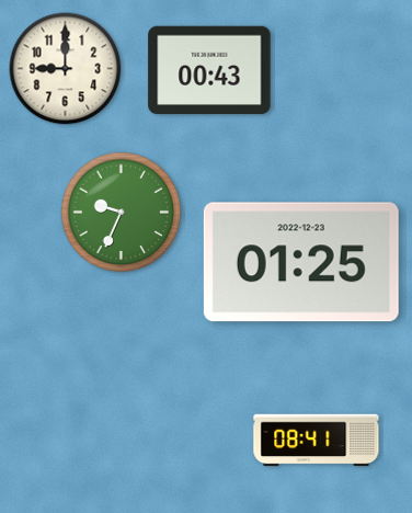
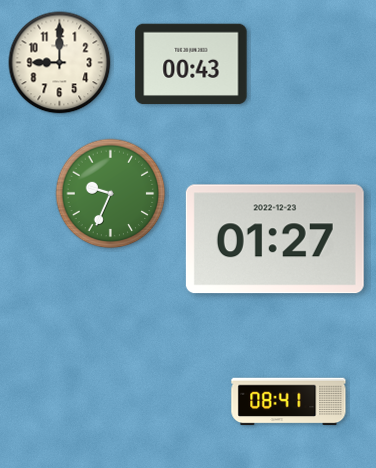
clock at (301, 262): 01:25 -> 01:27
